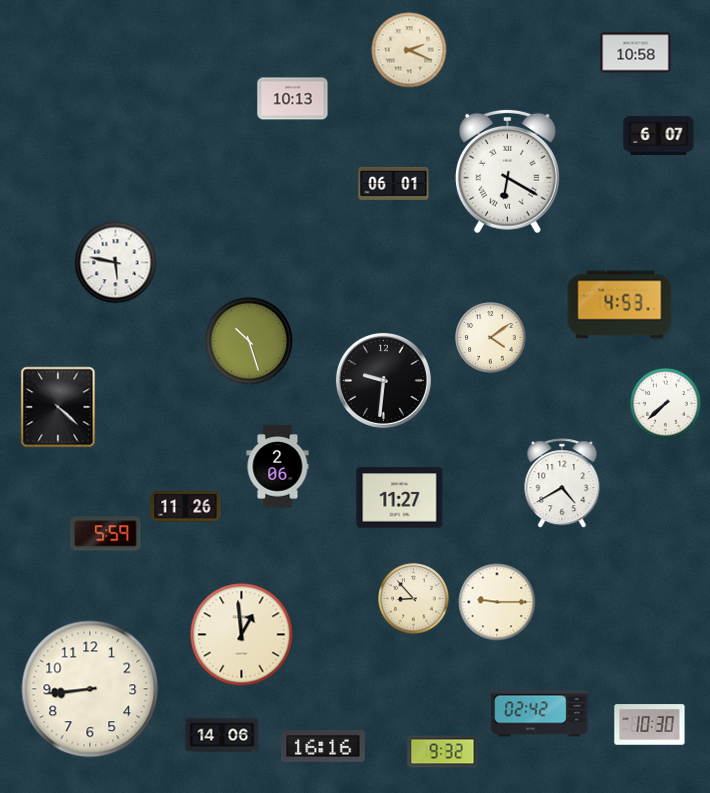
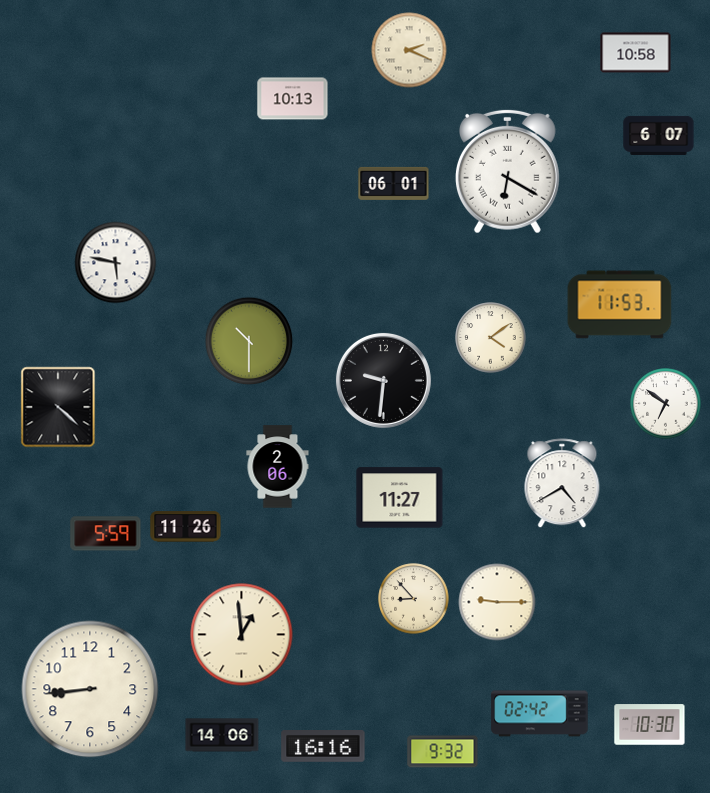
clock at (620, 305): 4:53 -> 11:53
clock at (249, 341): 10:27 -> 10:30
clock at (666, 404): 7:38 -> 6:51
clock at (186, 507) position: (186, 507) -> (186, 527)
